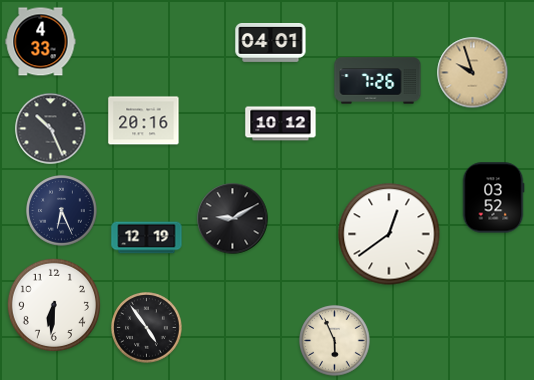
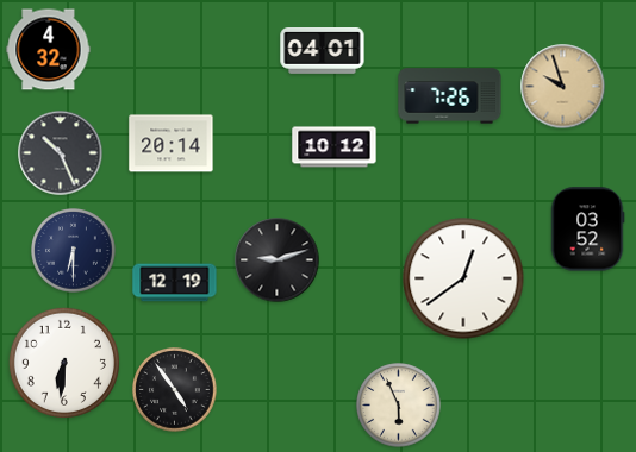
clock at (41, 42): 4:33 -> 4:32
clock at (144, 121): 20:16 -> 20:14
clock at (493, 198) position: (493, 198) -> (587, 230)
clock at (62, 211): 6:26 -> 6:30
clock at (233, 219): 9:10 -> 9:12
